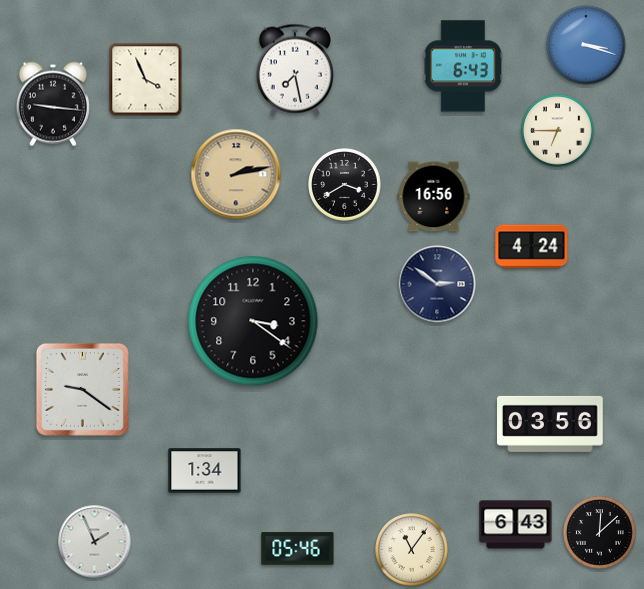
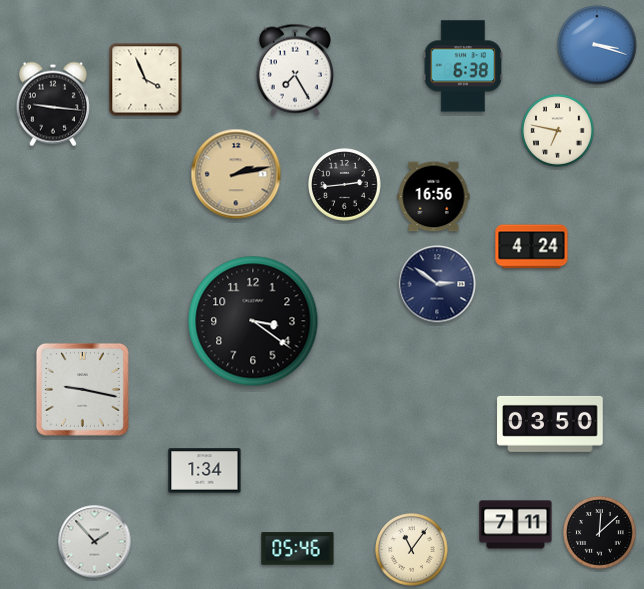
clock at (586, 45) position: (586, 45) -> (597, 45)
clock at (463, 66): 6:43 -> 6:38
clock at (295, 70): 7:28 -> 7:25
clock at (558, 131): 6:45 -> 6:47
clock at (345, 185): 3:40 -> 2:44
clock at (82, 389): 9:21 -> 9:17
clock at (550, 424): 03:56 -> 03:50
clock at (516, 525): 6:43 -> 7:11
clock at (95, 542): 1:56 -> 1:53
